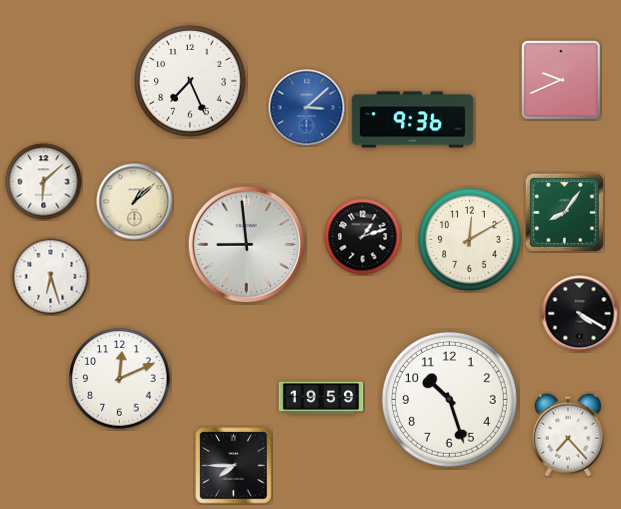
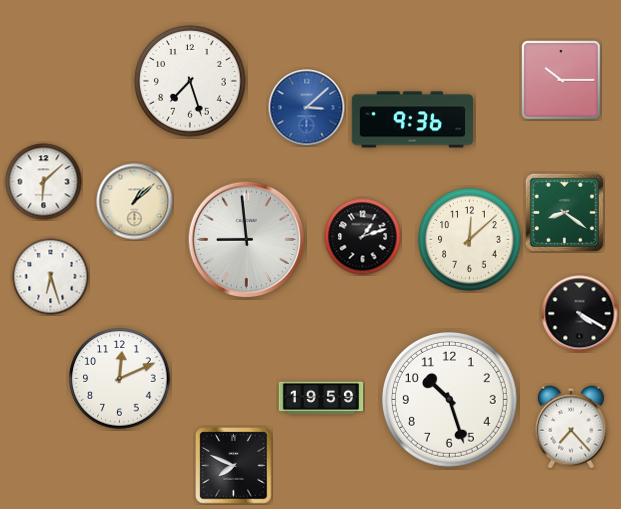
clock at (561, 80): 9:41 -> 10:15
clock at (190, 81): 7:26 -> 7:27
clock at (564, 212): 8:06 -> 8:21
clock at (470, 240): 12:10 -> 12:08
clock at (246, 244) position: (246, 244) -> (246, 239)
clock at (568, 435) position: (568, 435) -> (571, 427)
clock at (234, 466): 7:45 -> 7:49
